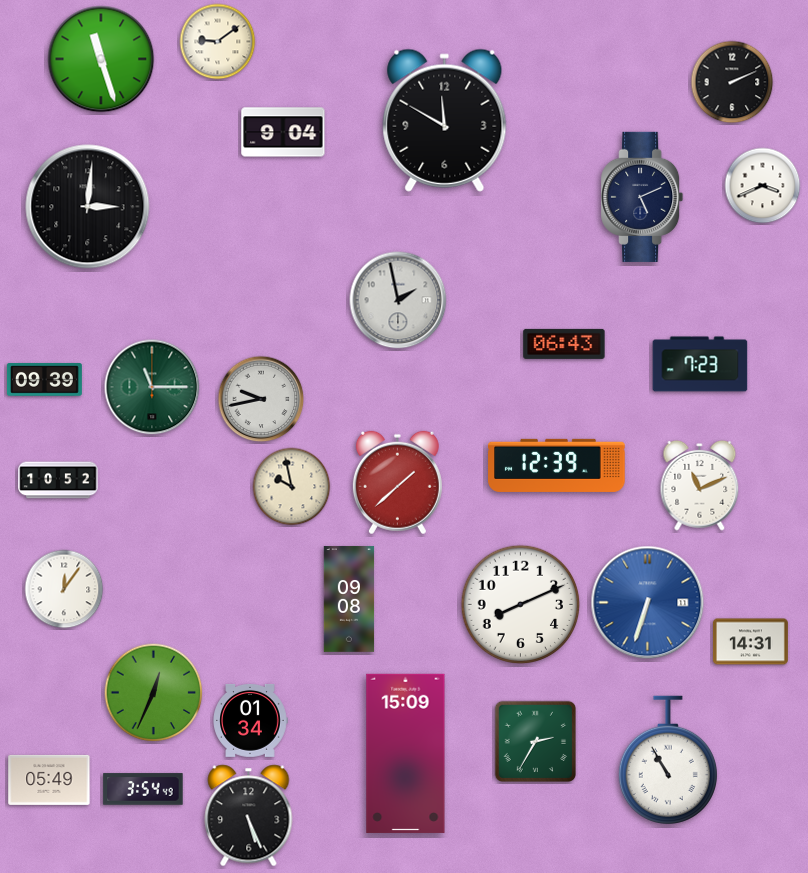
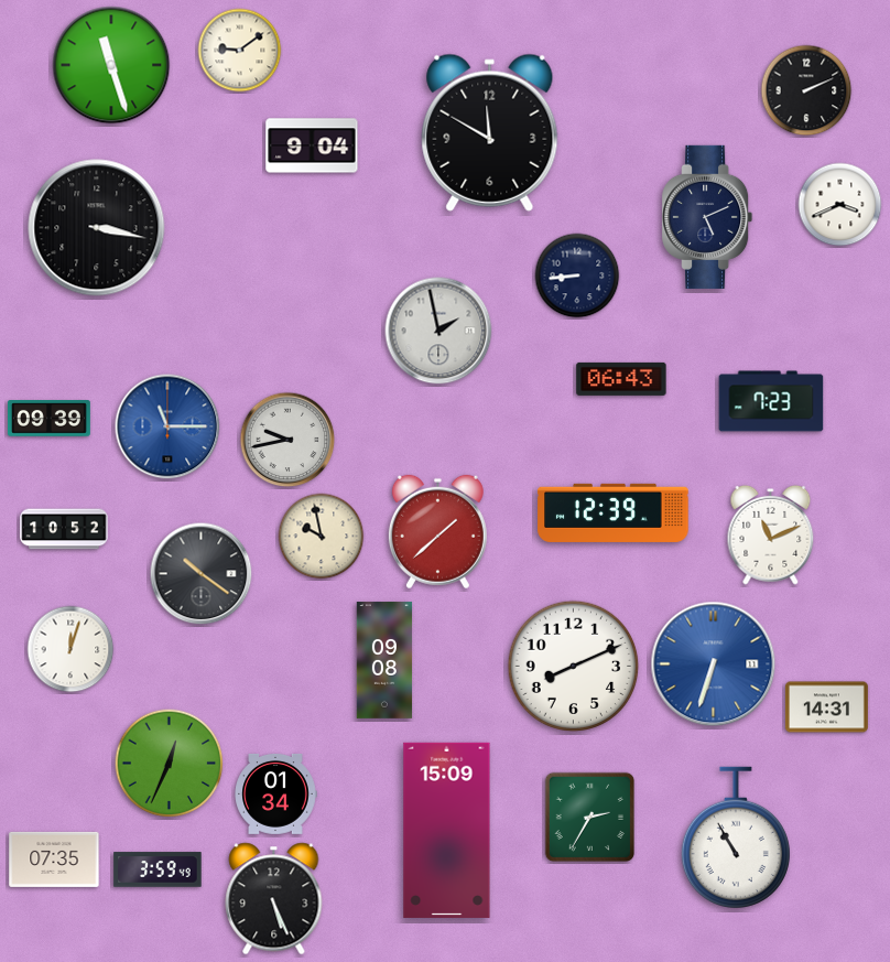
clock at (218, 42) position: (218, 42) -> (240, 51)
clock at (88, 207): 3:01 -> 3:17
clock at (577, 275): none -> 8:44
clock at (152, 387) dial: green -> blue
clock at (202, 574): none -> 10:21
clock at (64, 589): 12:06 -> 12:03
clock at (49, 780): 05:49 -> 07:35
clock at (143, 789): 3:54 -> 3:59
